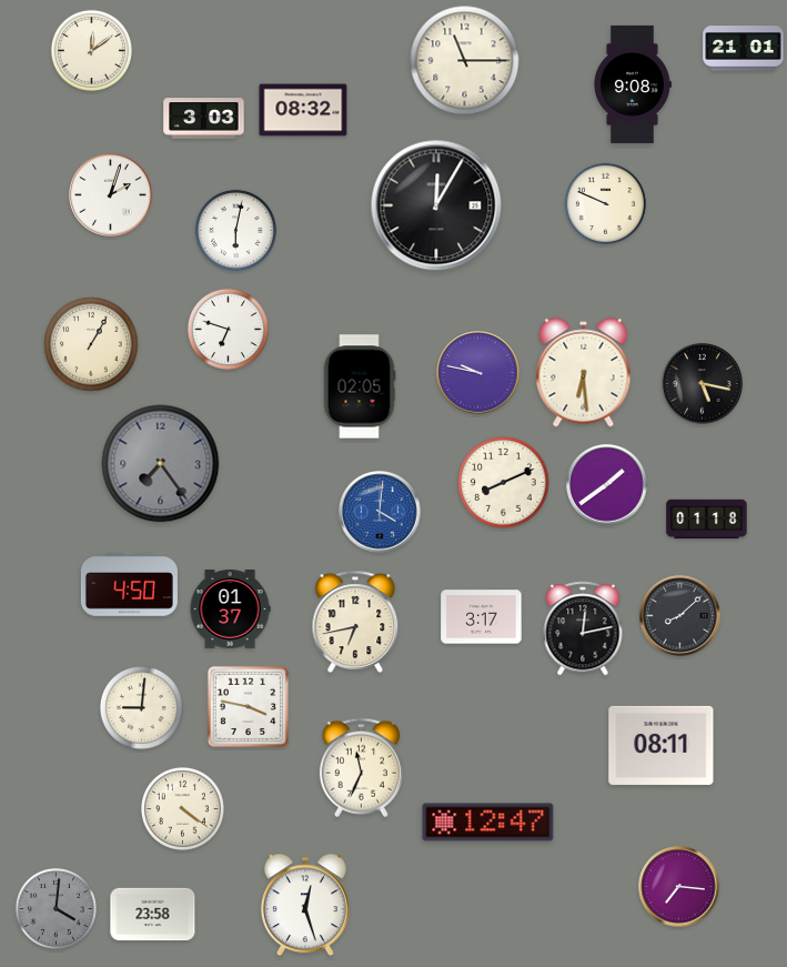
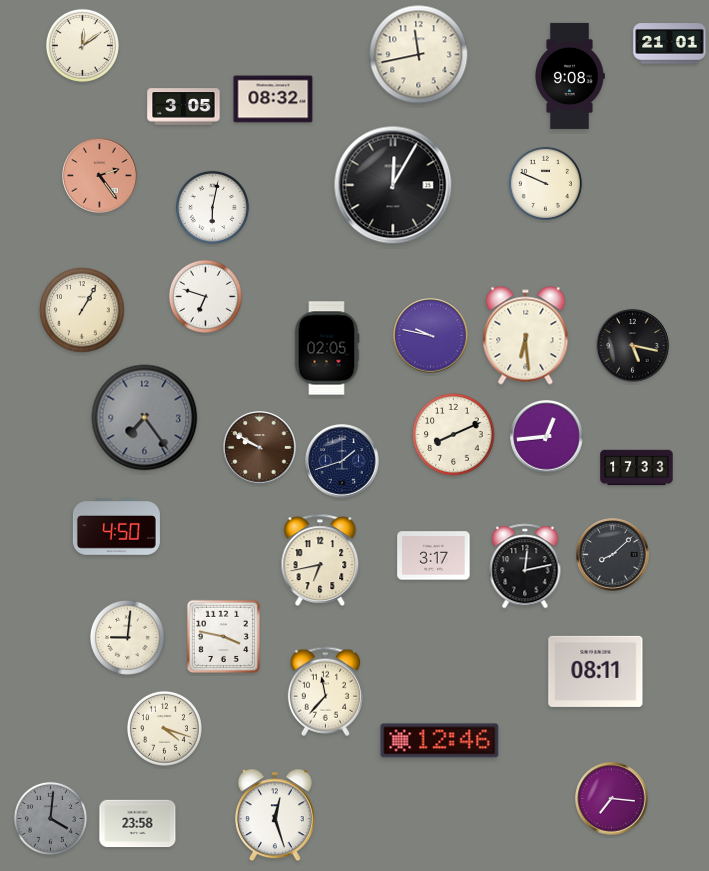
clock at (465, 61): 11:15 -> 11:43
clock at (204, 119): 3:03 -> 3:05
clock at (111, 195): 2:03 -> 2:24
clock at (111, 195) dial: white -> salmon
clock at (360, 386) position: (360, 386) -> (327, 348)
clock at (607, 485): 1:39 -> 12:44
clock at (260, 448): none -> 9:50
clock at (380, 512): 4:01 -> 1:42
clock at (380, 512) dial: blue -> navy
clock at (707, 520): 01:18 -> 17:33
clock at (230, 610): 01:37 -> none
clock at (361, 768): 11:34 -> 11:37
clock at (182, 808): 4:21 -> 4:18
clock at (488, 823): 12:47 -> 12:46
